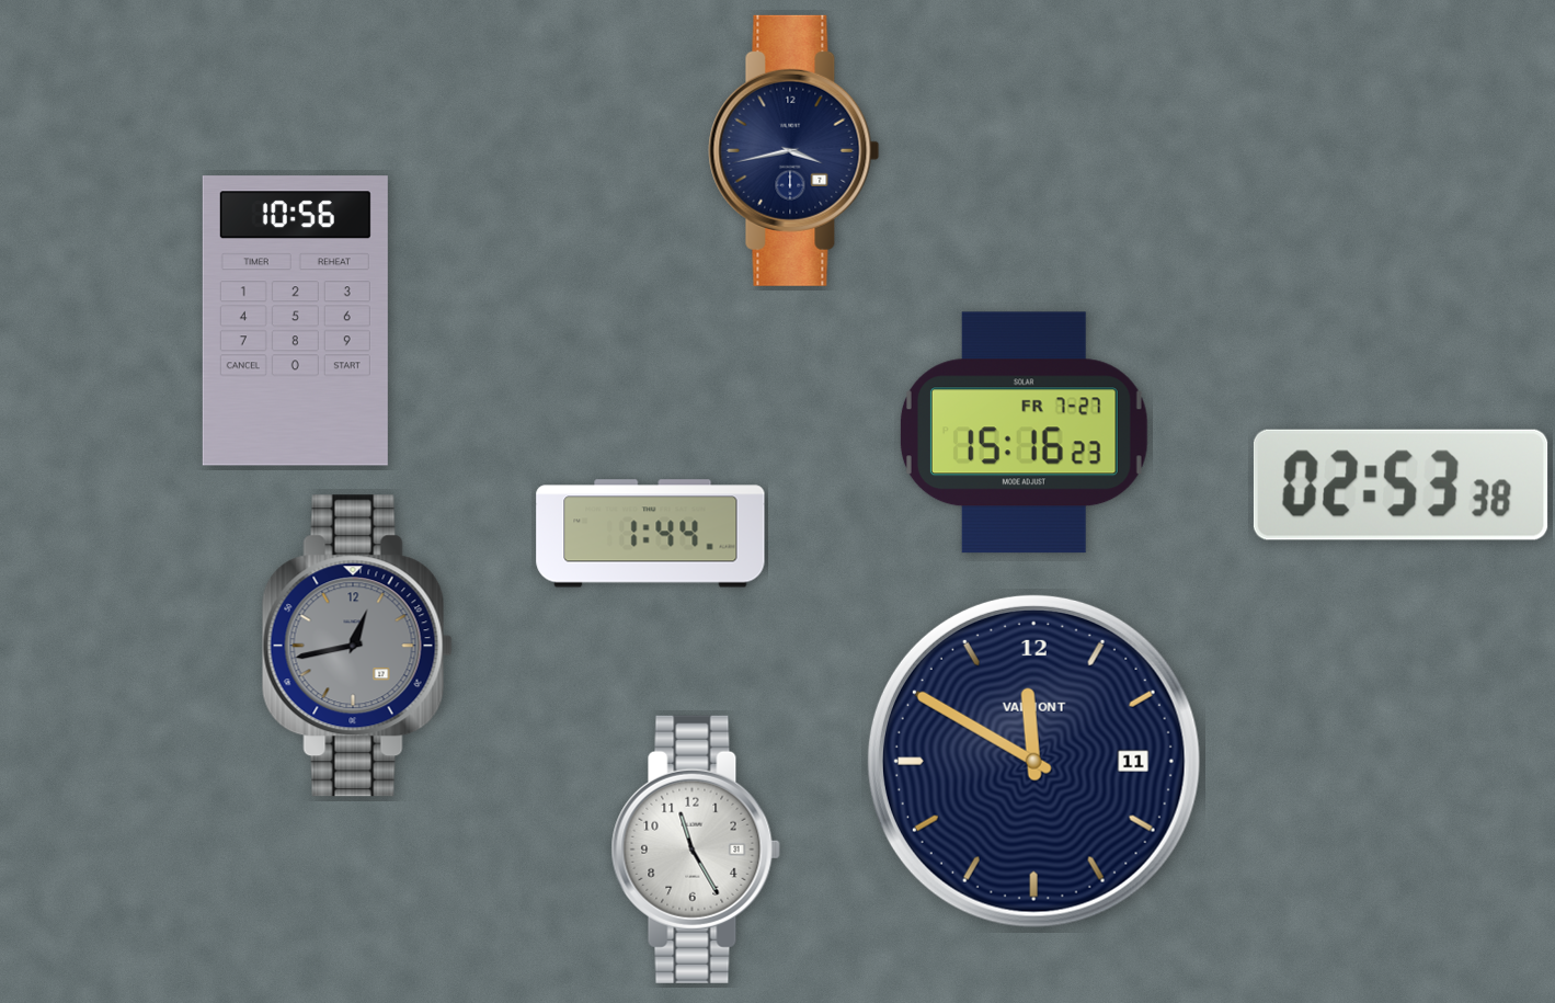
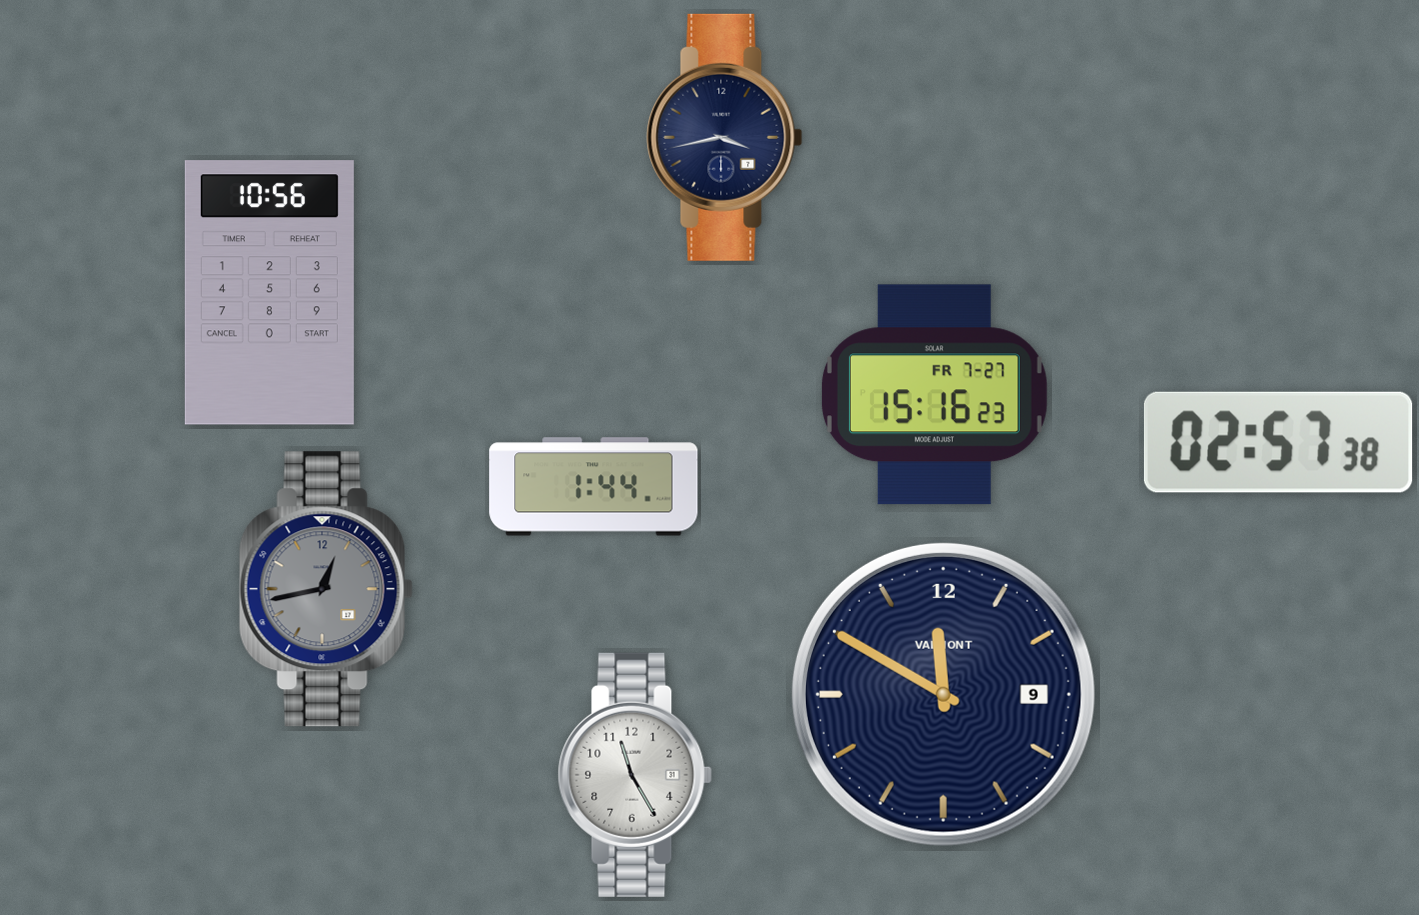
clock at (1400, 485): 02:53 -> 02:57
clock at (1033, 761) date: 11 -> 9
